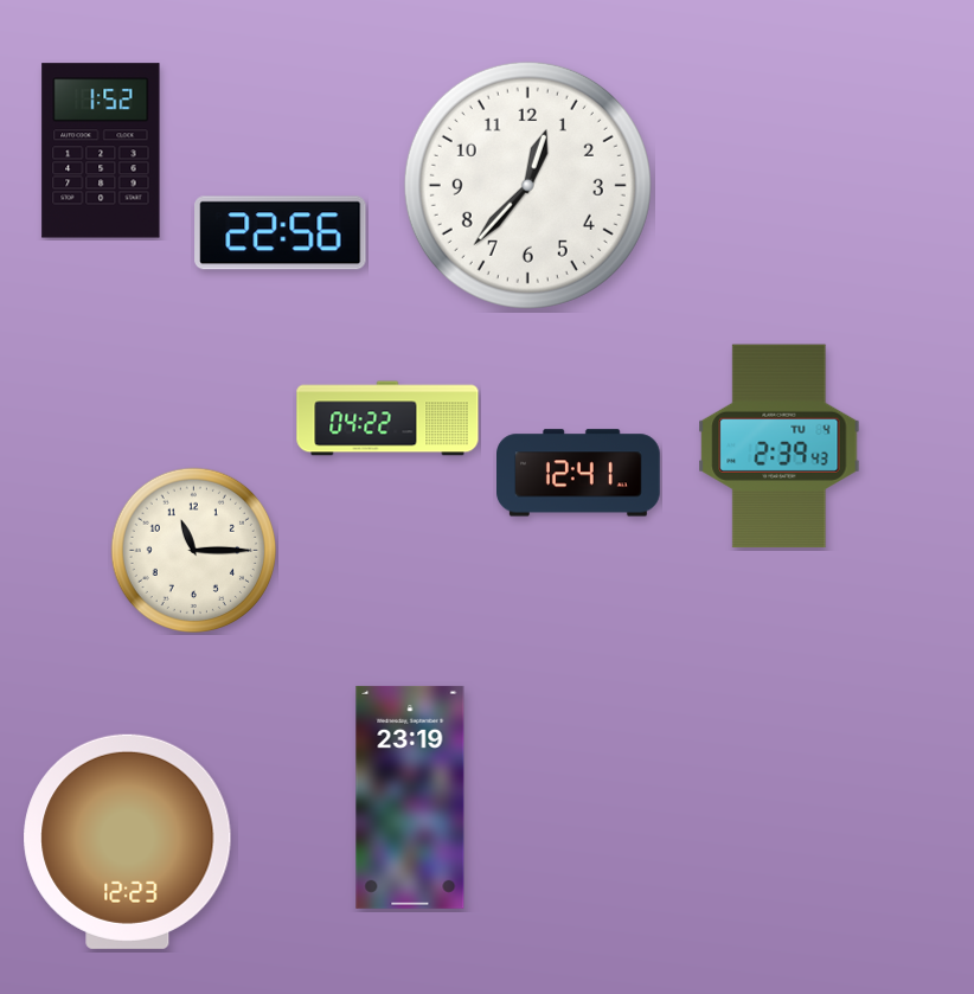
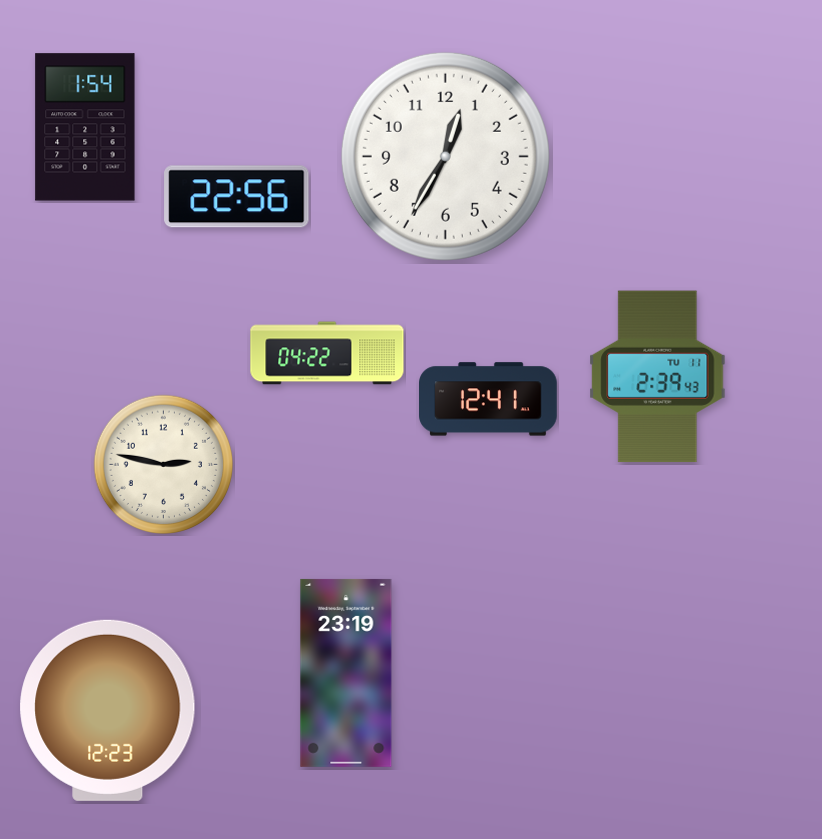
clock at (101, 150): 1:52 -> 1:54
clock at (527, 185): 12:37 -> 12:35
clock at (780, 447) date: TU 4 -> TU 11
clock at (194, 551): 11:15 -> 2:47
